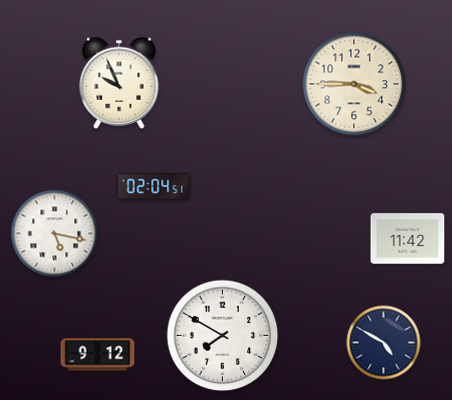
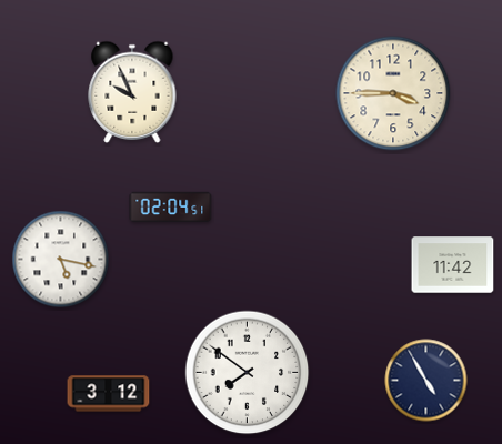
clock at (223, 336): 7:50 -> 7:51
clock at (384, 343): 4:50 -> 4:55
clock at (98, 355): 9:12 -> 3:12
